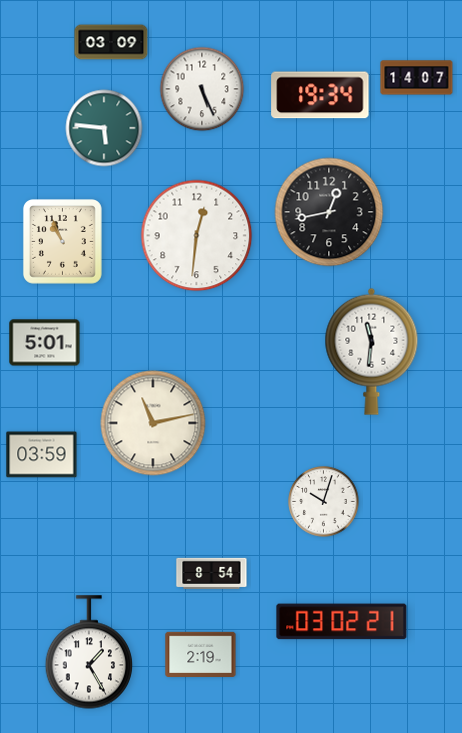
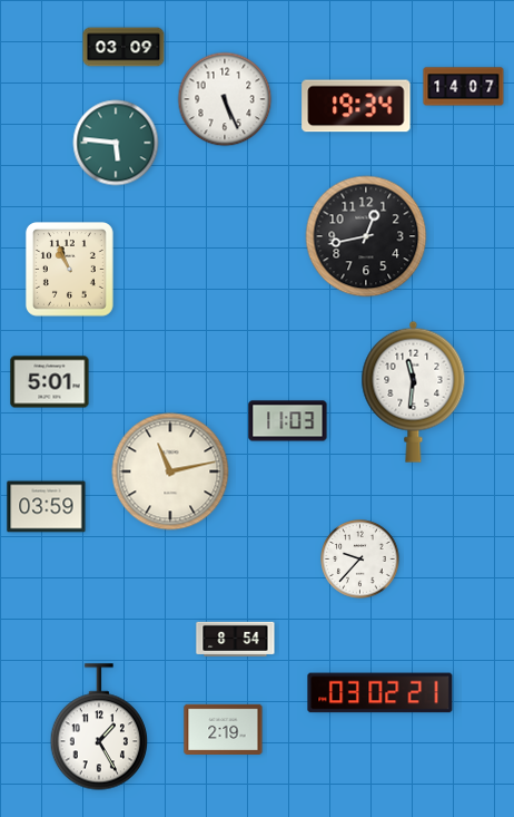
clock at (197, 236): 12:31 -> none
clock at (288, 421): none -> 11:03
clock at (324, 502): 10:03 -> 9:37
